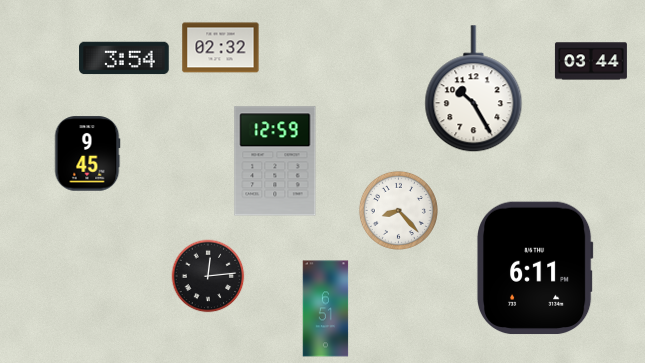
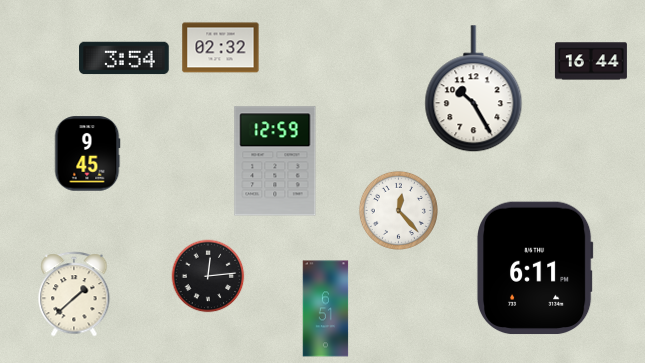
clock at (591, 61): 03:44 -> 16:44
clock at (398, 210): 8:23 -> 12:23
clock at (74, 294): none -> 1:38
